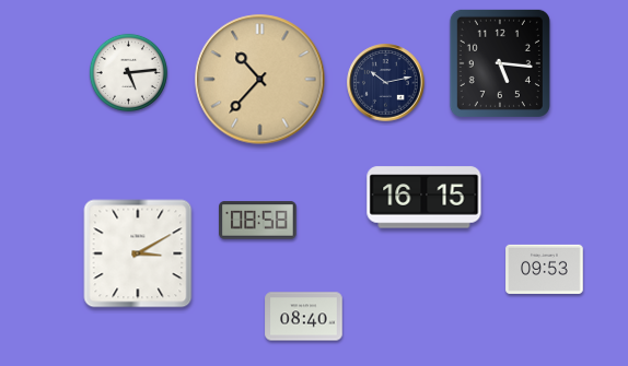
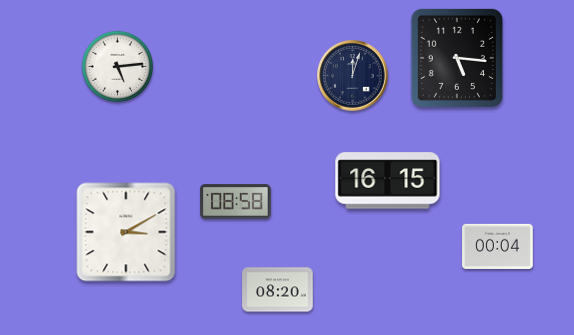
clock at (260, 80): 10:37 -> none
clock at (386, 83): 10:13 -> 12:03
clock at (545, 269): 09:53 -> 00:04
clock at (304, 317): 08:40 -> 08:20
